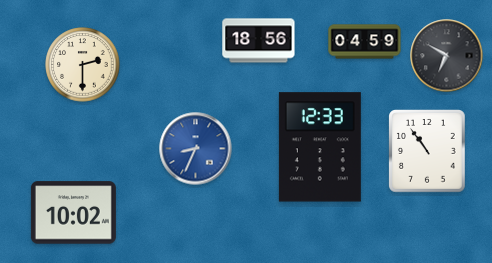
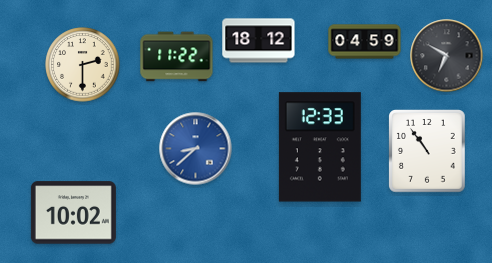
clock at (259, 41): 18:56 -> 18:12
clock at (177, 57): none -> 11:22
clock at (196, 149): 8:34 -> 8:38
